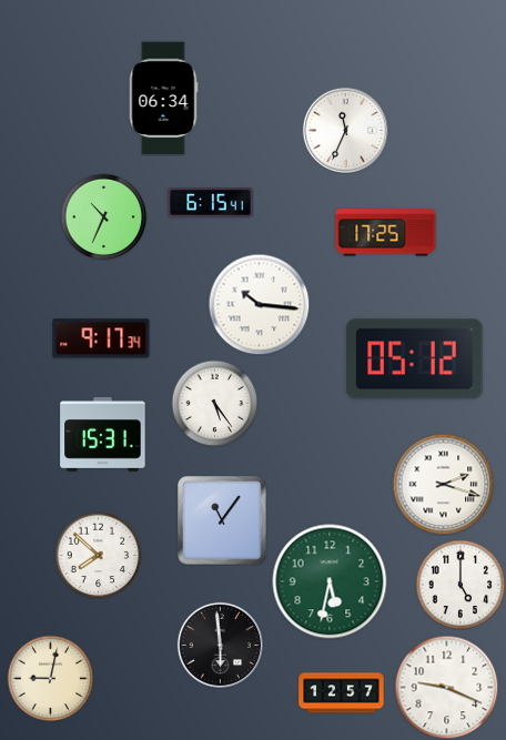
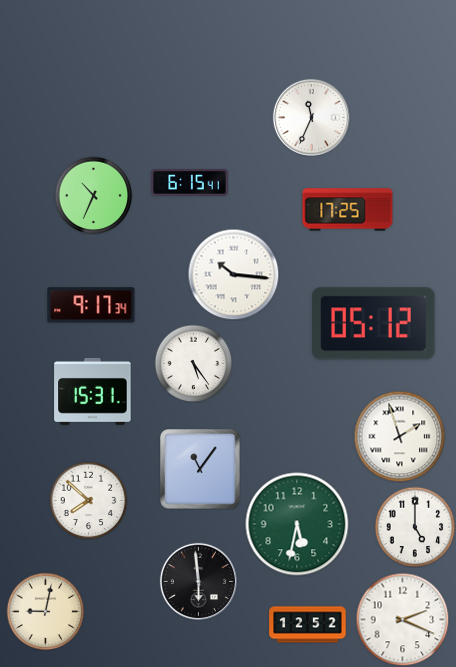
clock at (163, 99): 06:34 -> none
clock at (443, 484): 2:18 -> 1:57
clock at (446, 687): 9:19 -> 2:19
clock at (342, 693): 12:57 -> 12:52
